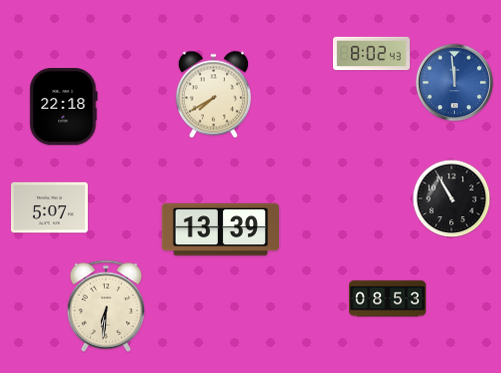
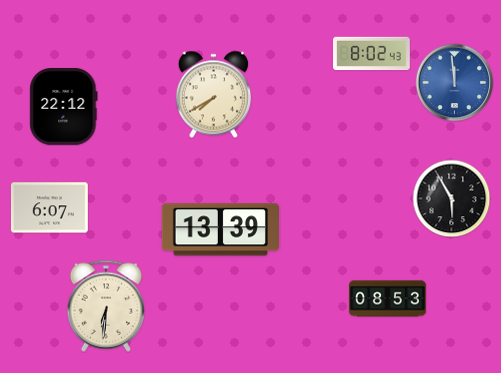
clock at (64, 106): 22:18 -> 22:12
clock at (451, 198): 10:55 -> 5:55
clock at (50, 208): 5:07 -> 6:07
